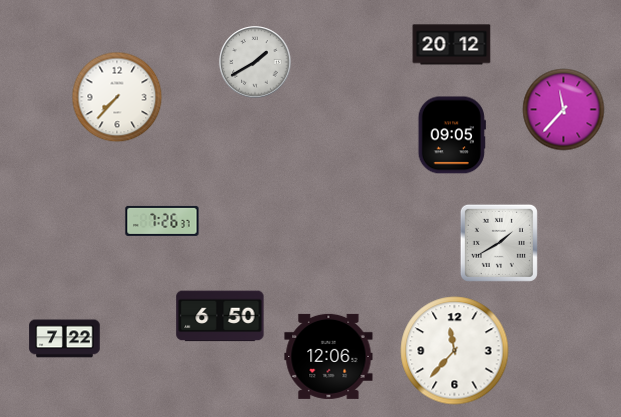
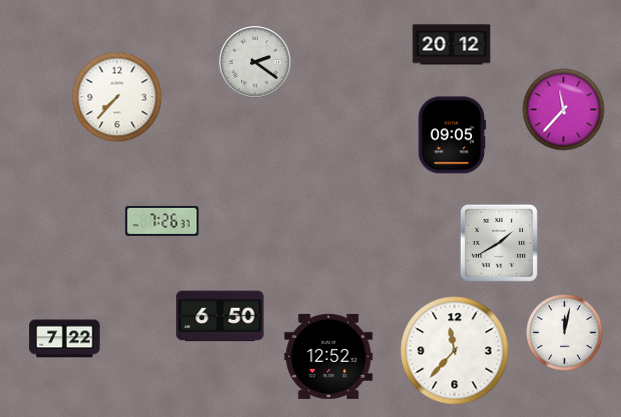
clock at (255, 62): 1:40 -> 2:21
clock at (565, 333): none -> 12:02
clock at (329, 356): 12:06 -> 12:52
